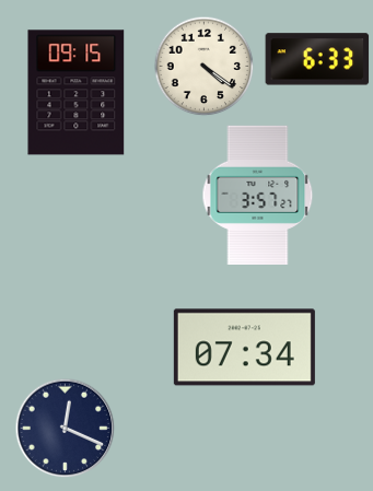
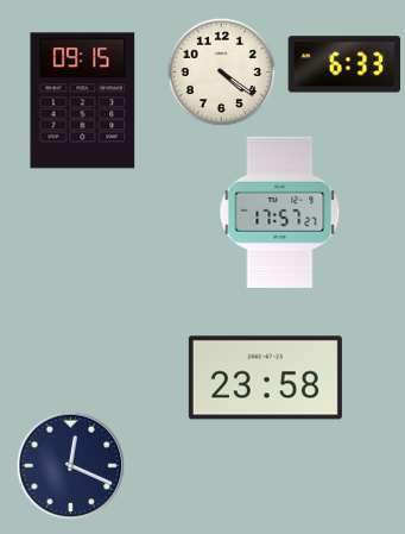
clock at (258, 195): 3:57 -> 17:57
clock at (244, 348): 07:34 -> 23:58
